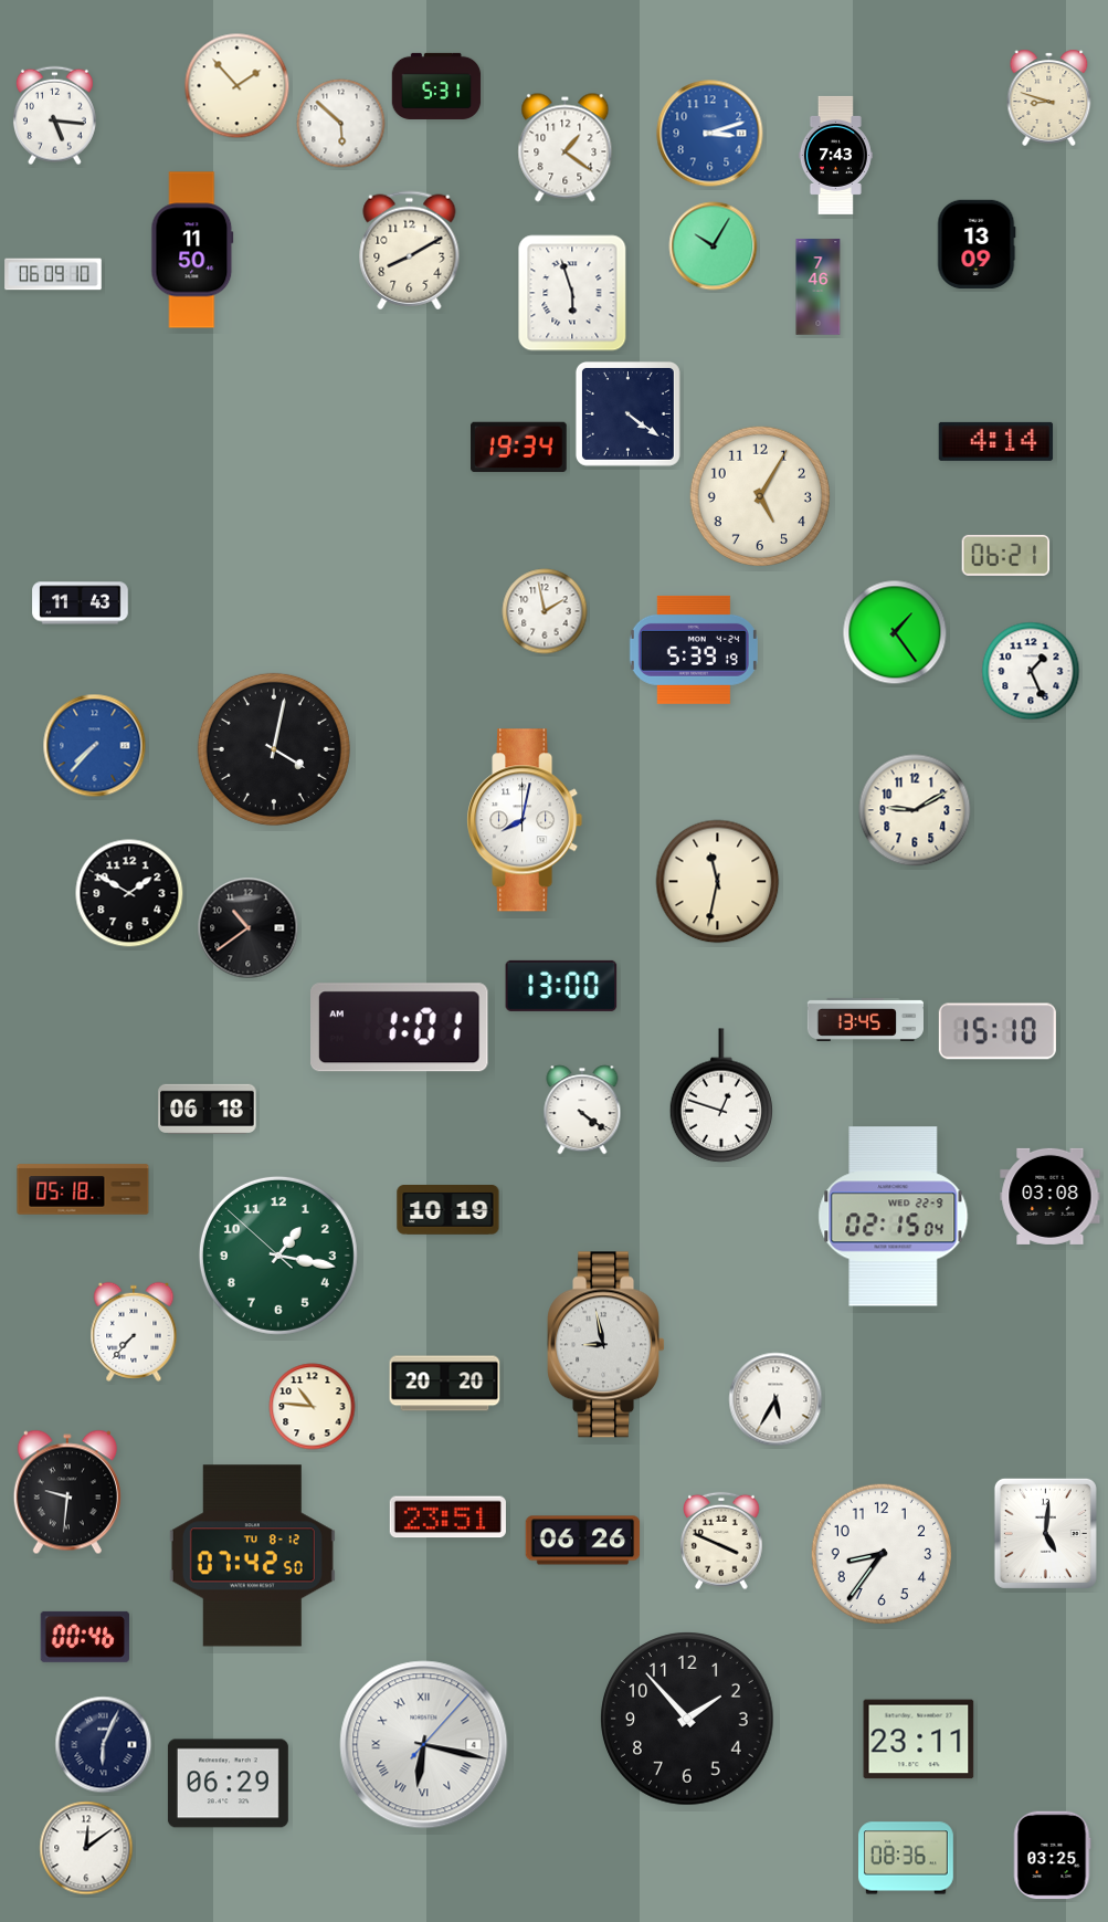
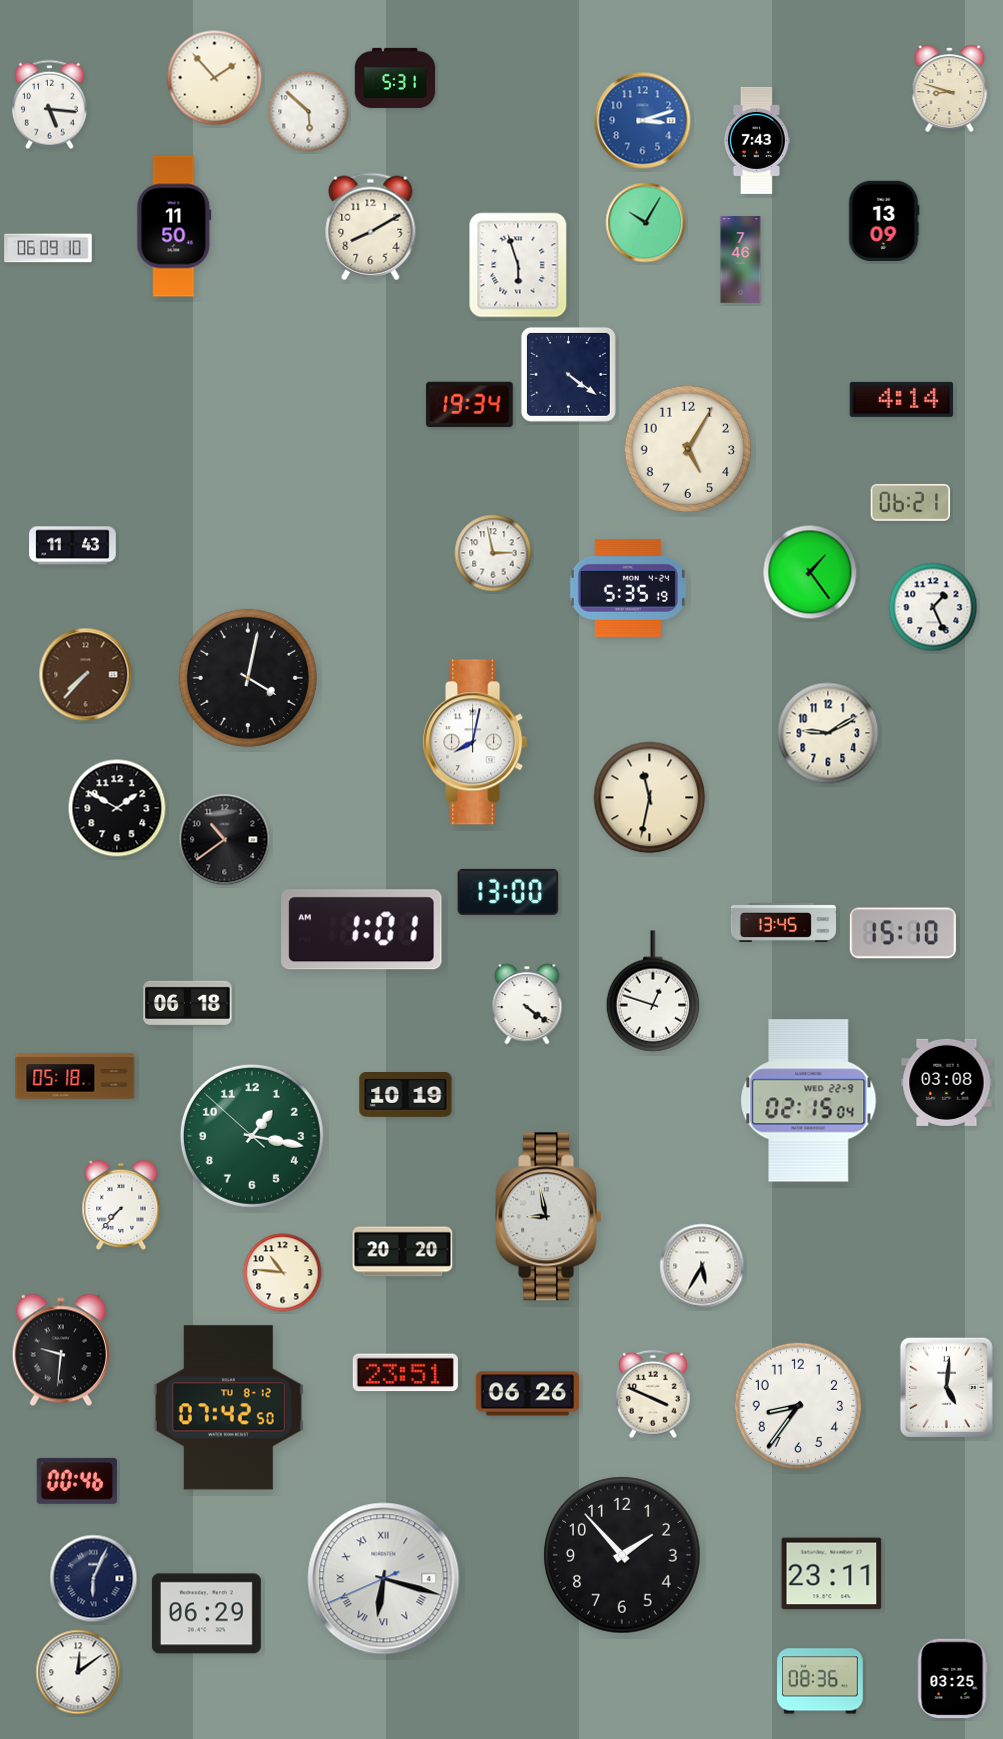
clock at (566, 148): 1:21 -> none
clock at (545, 611): 1:58 -> 2:58
clock at (694, 650): 5:39 -> 5:35
clock at (95, 746) dial: blue -> brown
clock at (1051, 1196) position: (1051, 1196) -> (947, 1082)
clock at (424, 1745): 6:17:07 -> 6:17:41
